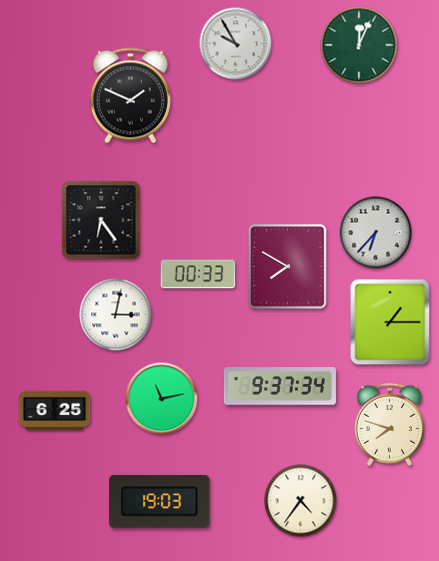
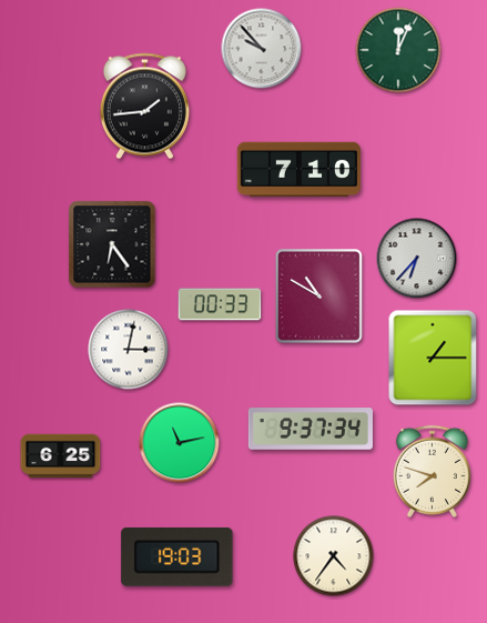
clock at (236, 44): 9:55 -> 9:53
clock at (130, 96): 1:49 -> 1:44
clock at (298, 170): none -> 7:10
clock at (287, 266): 7:50 -> 10:50
